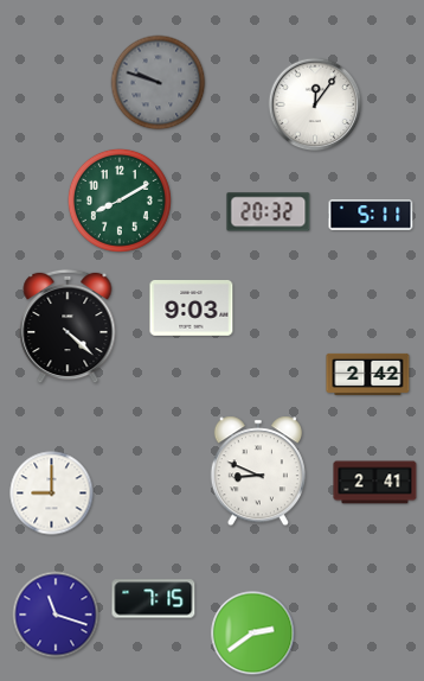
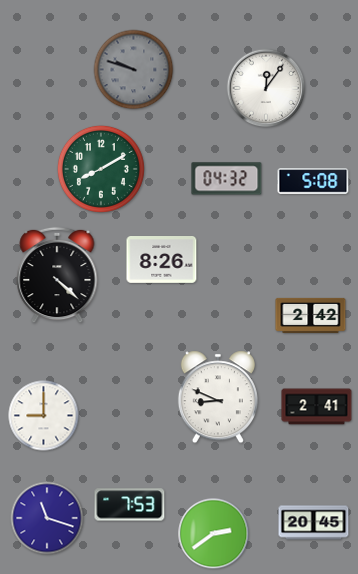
clock at (269, 212): 20:32 -> 04:32
clock at (371, 215): 5:11 -> 5:08
clock at (192, 308): 9:03 -> 8:26
clock at (154, 599): 7:15 -> 7:53
clock at (314, 523): none -> 20:45
